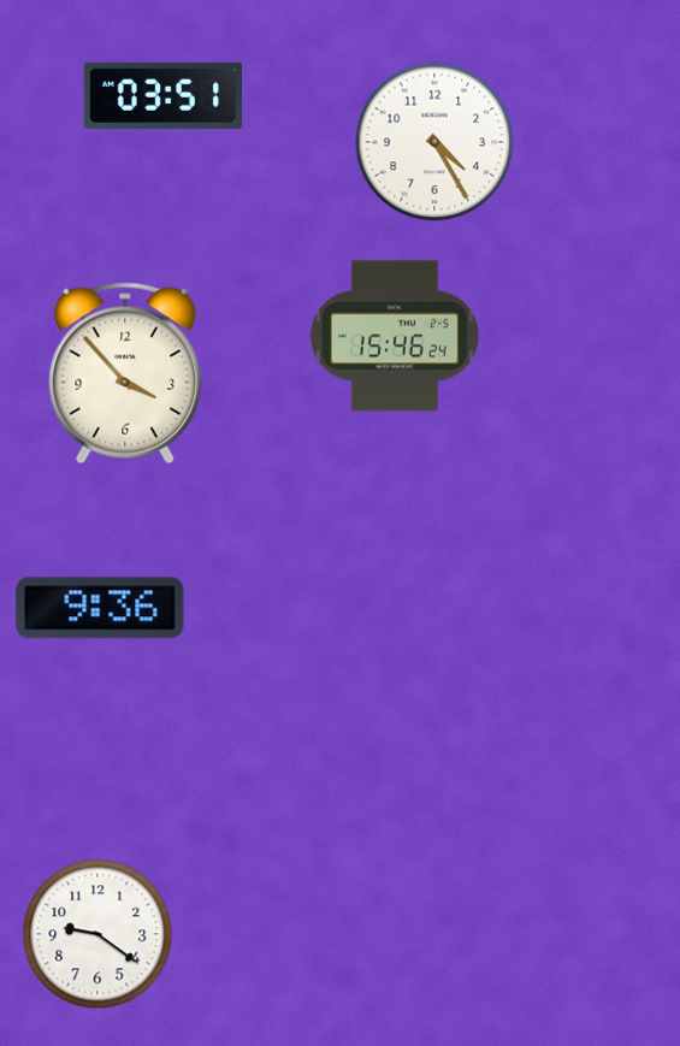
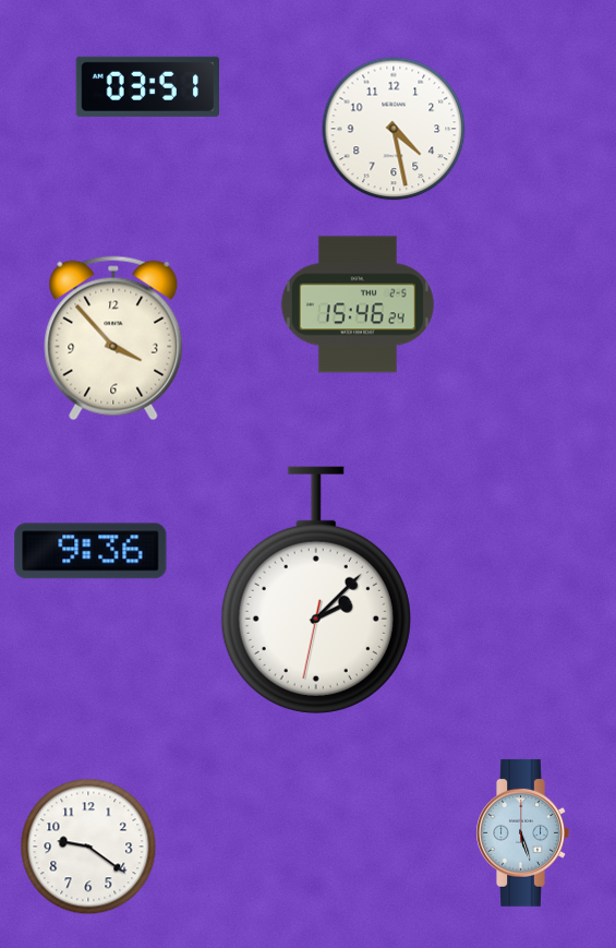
clock at (434, 142): 4:25 -> 4:28
clock at (316, 590): none -> 2:07
clock at (522, 832): none -> 5:27
